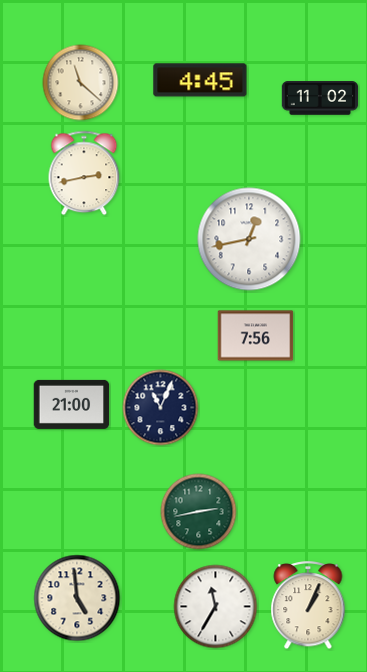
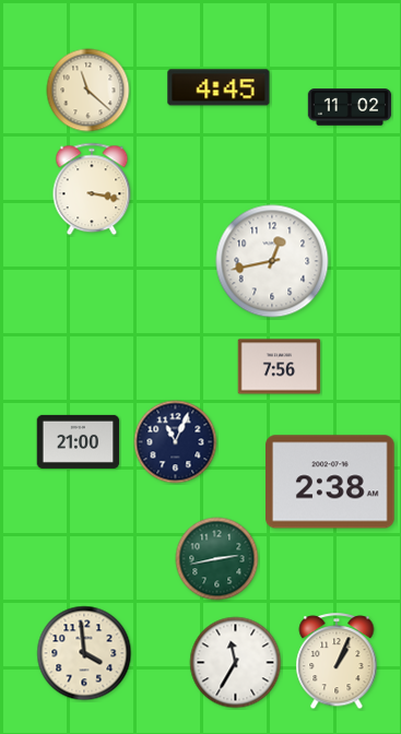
clock at (84, 173): 2:43 -> 3:17
clock at (161, 408) position: (161, 408) -> (176, 442)
clock at (331, 482): none -> 2:38
clock at (77, 598): 4:59 -> 3:59
